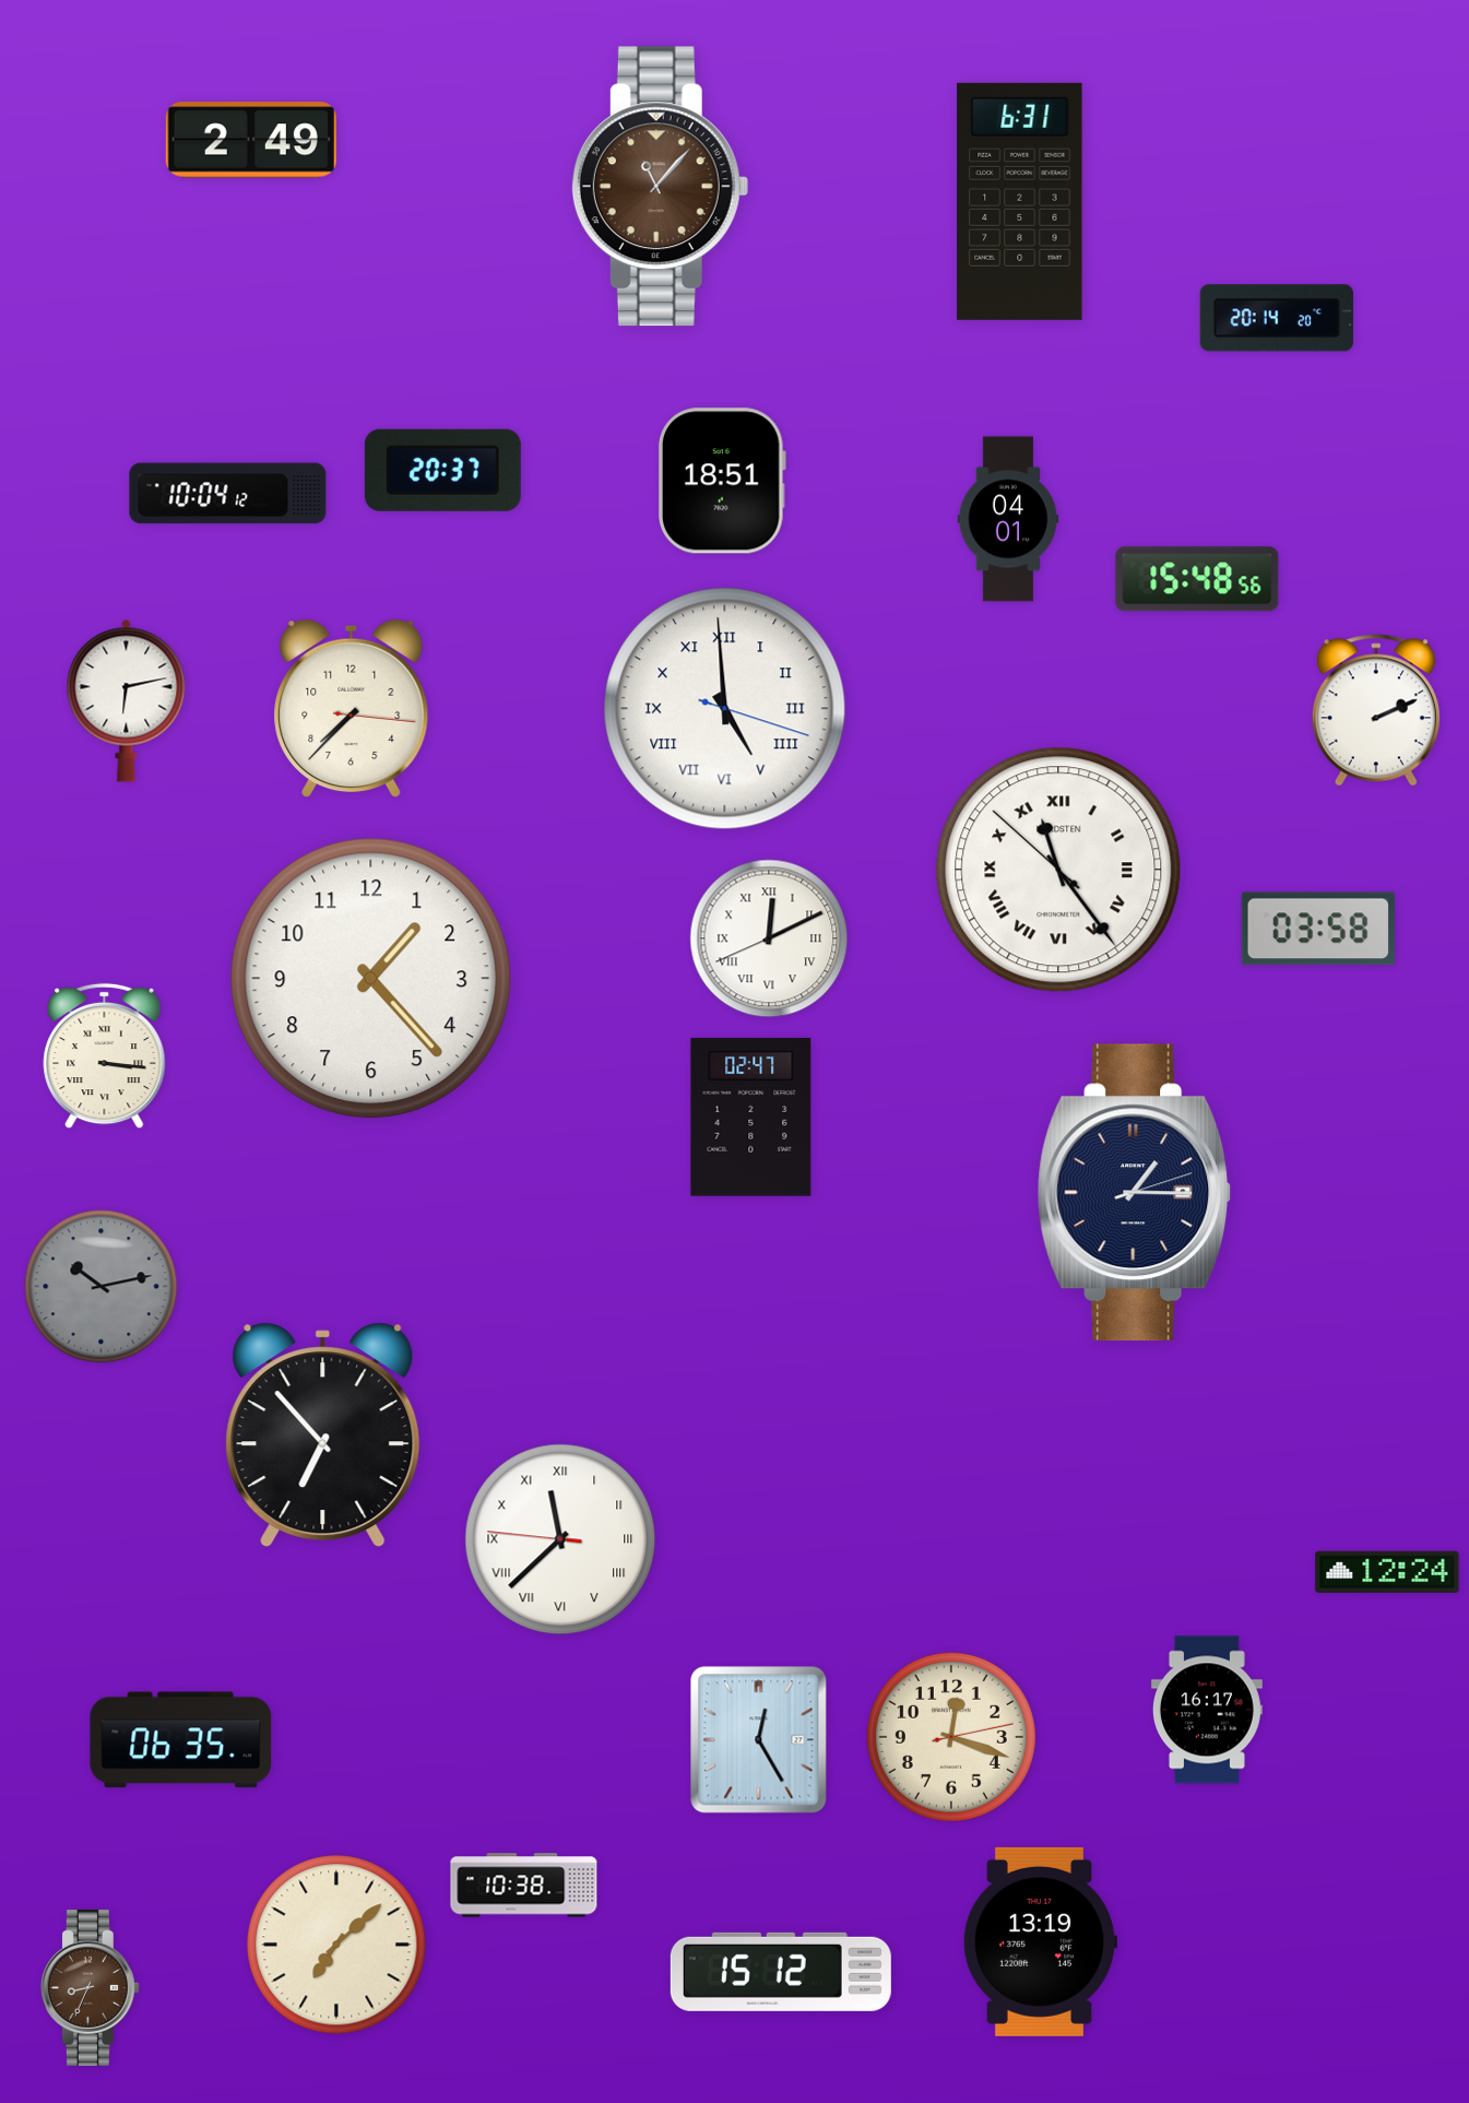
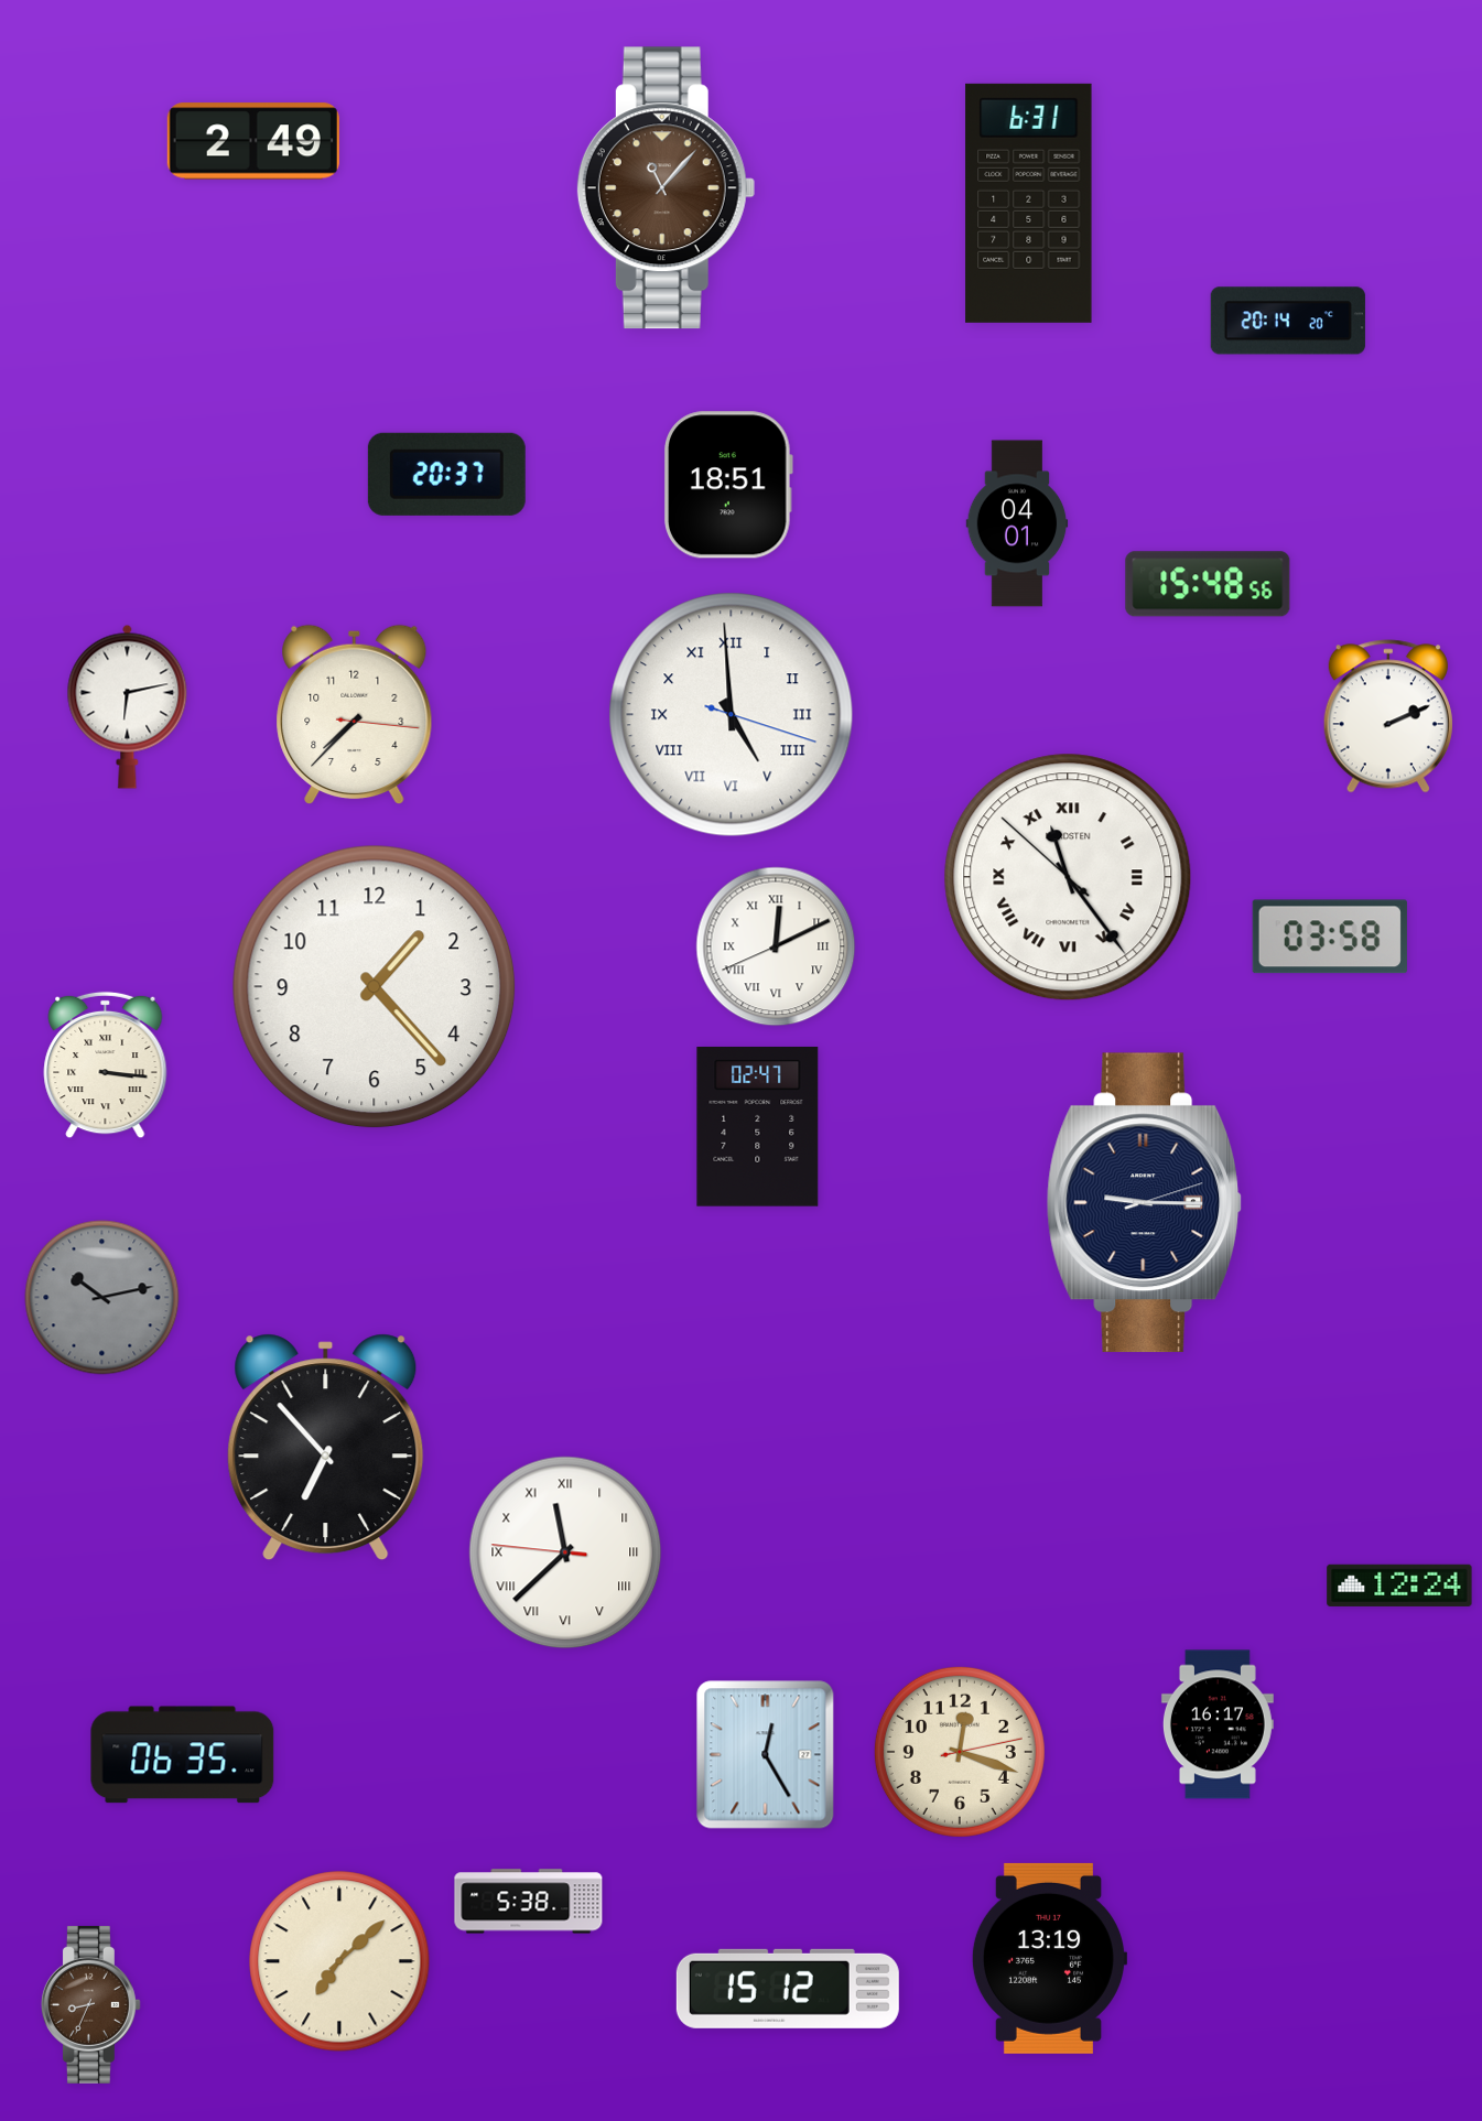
clock at (228, 494): 10:04 -> none
clock at (1135, 1193): 1:15 -> 9:15
clock at (524, 1886): 10:38 -> 5:38
